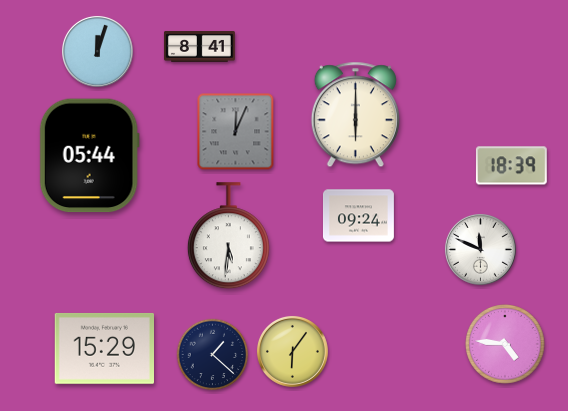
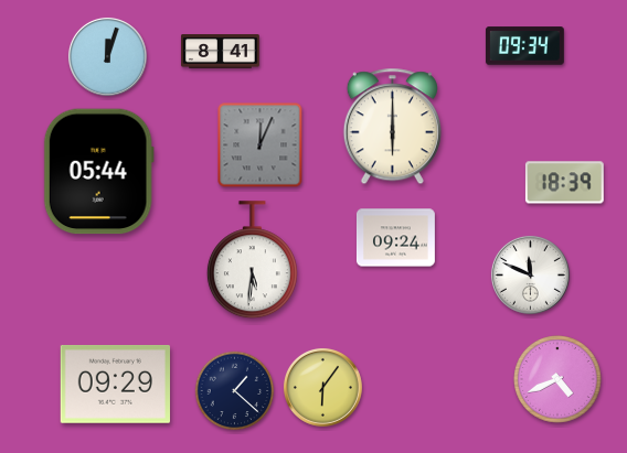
clock at (524, 46): none -> 09:34
clock at (505, 344): 4:46 -> 4:41
clock at (104, 349): 15:29 -> 09:29
